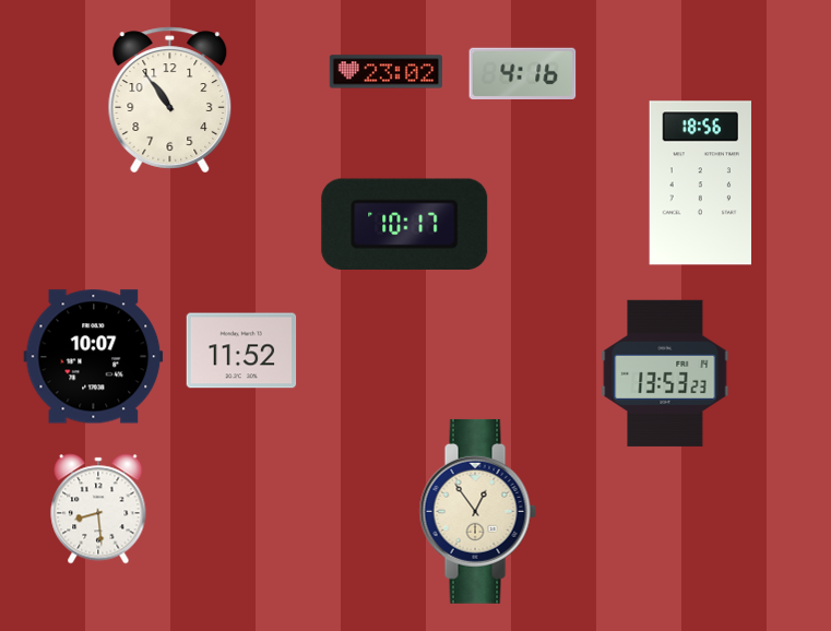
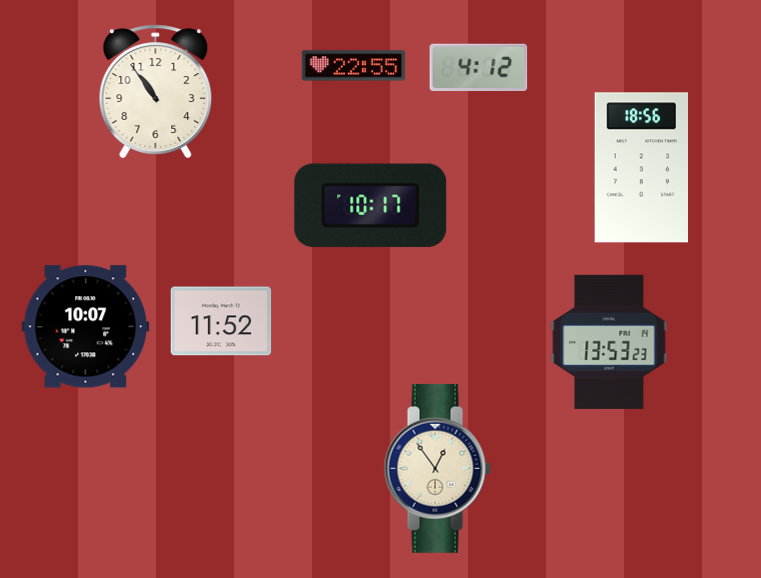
clock at (385, 72): 23:02 -> 22:55
clock at (523, 73): 4:16 -> 4:12
clock at (98, 509): 8:29 -> none
